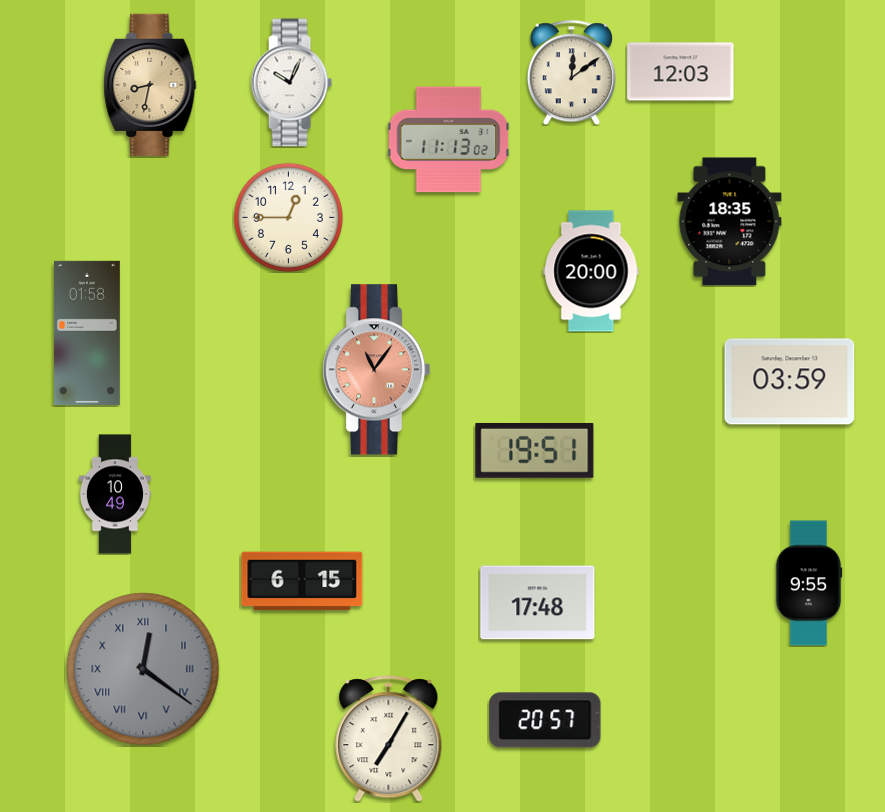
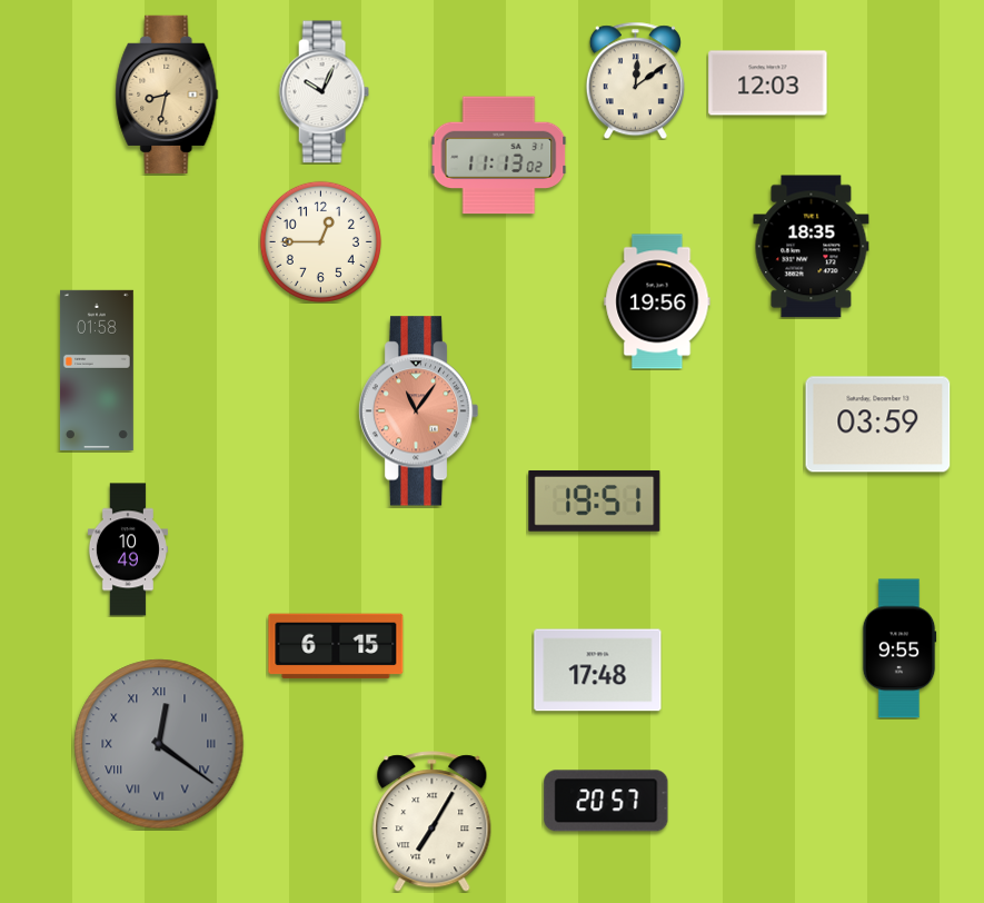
clock at (681, 72) position: (681, 72) -> (768, 83)
clock at (591, 271): 20:00 -> 19:56
